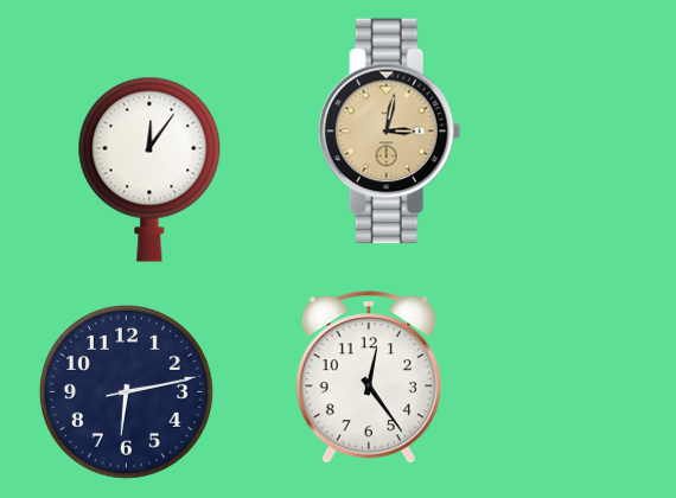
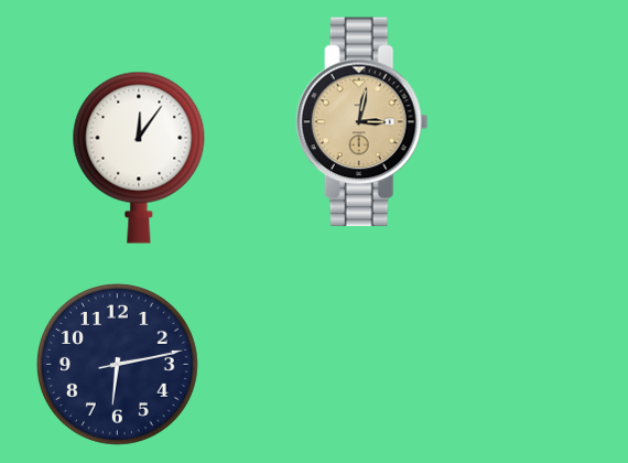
clock at (369, 377): 12:24 -> none
